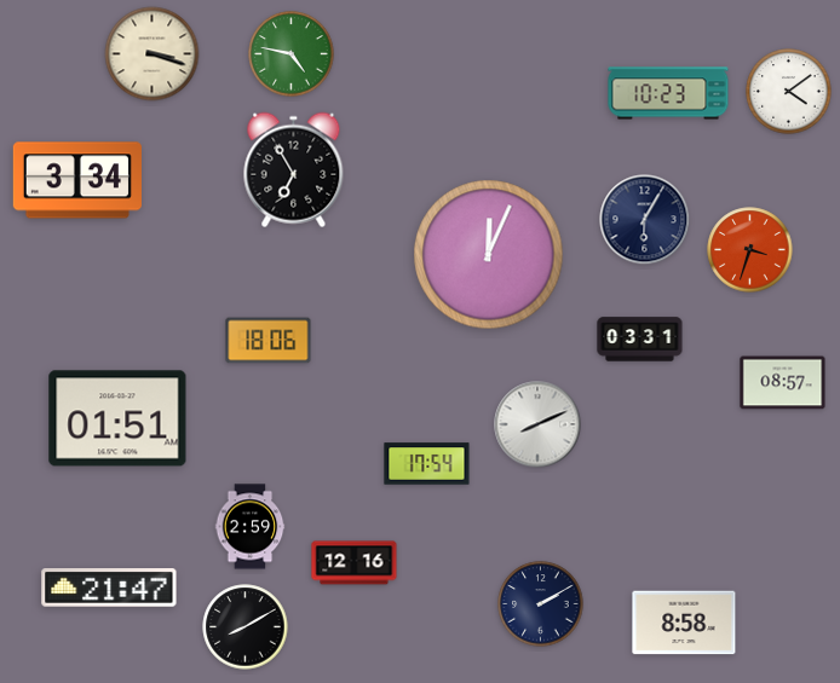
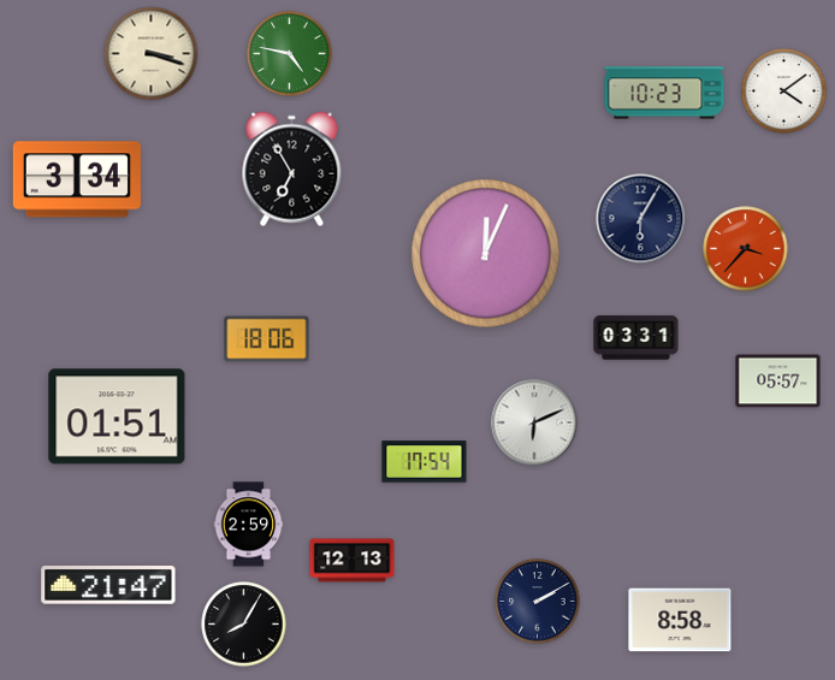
clock at (750, 250): 3:33 -> 3:37
clock at (783, 383): 08:57 -> 05:57
clock at (537, 424): 8:11 -> 6:11
clock at (355, 563): 12:16 -> 12:13
clock at (246, 627): 8:10 -> 8:05
